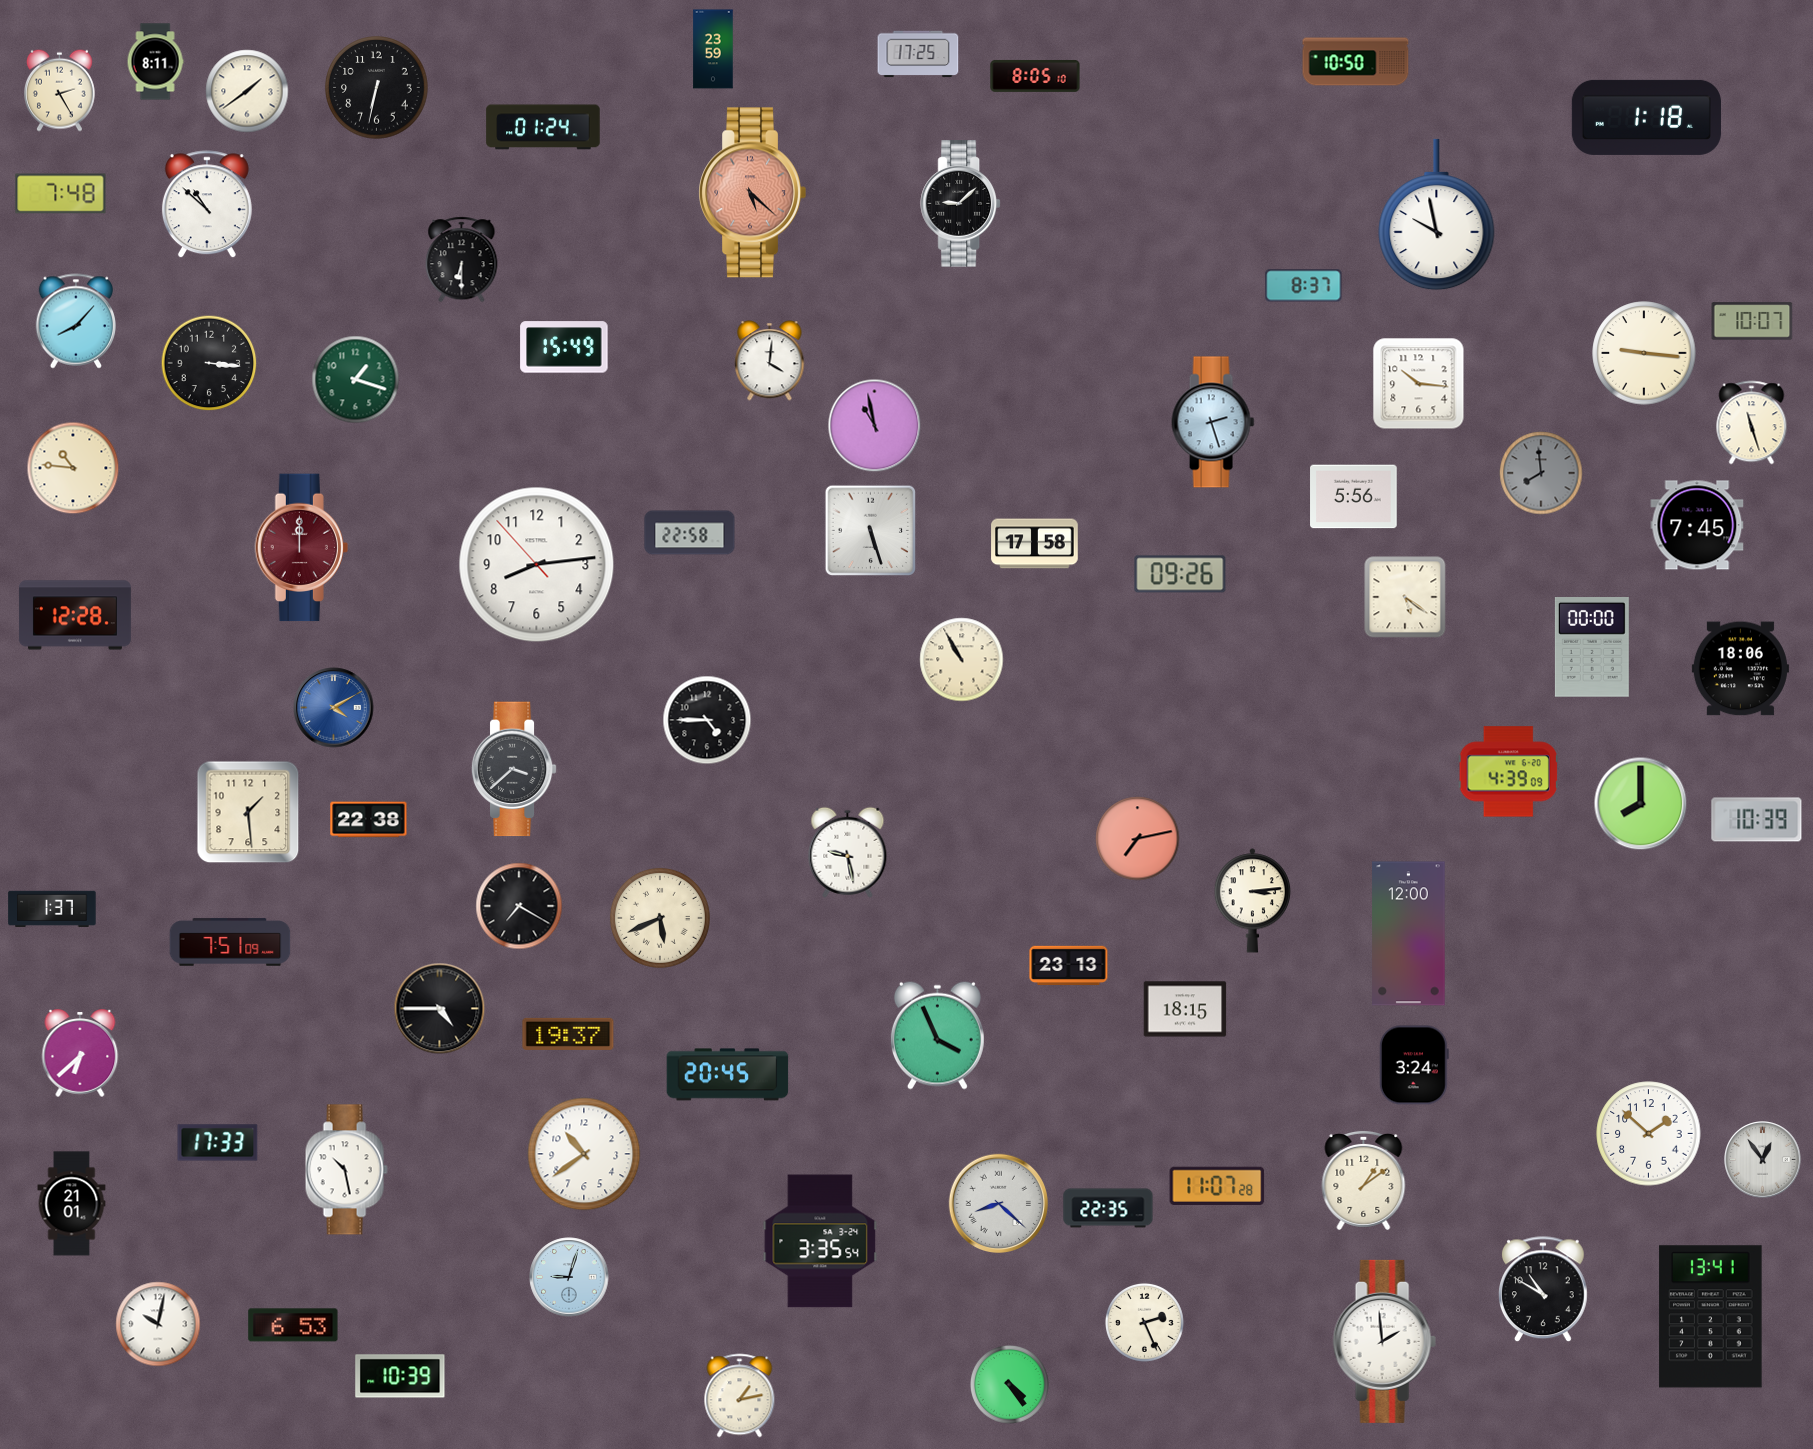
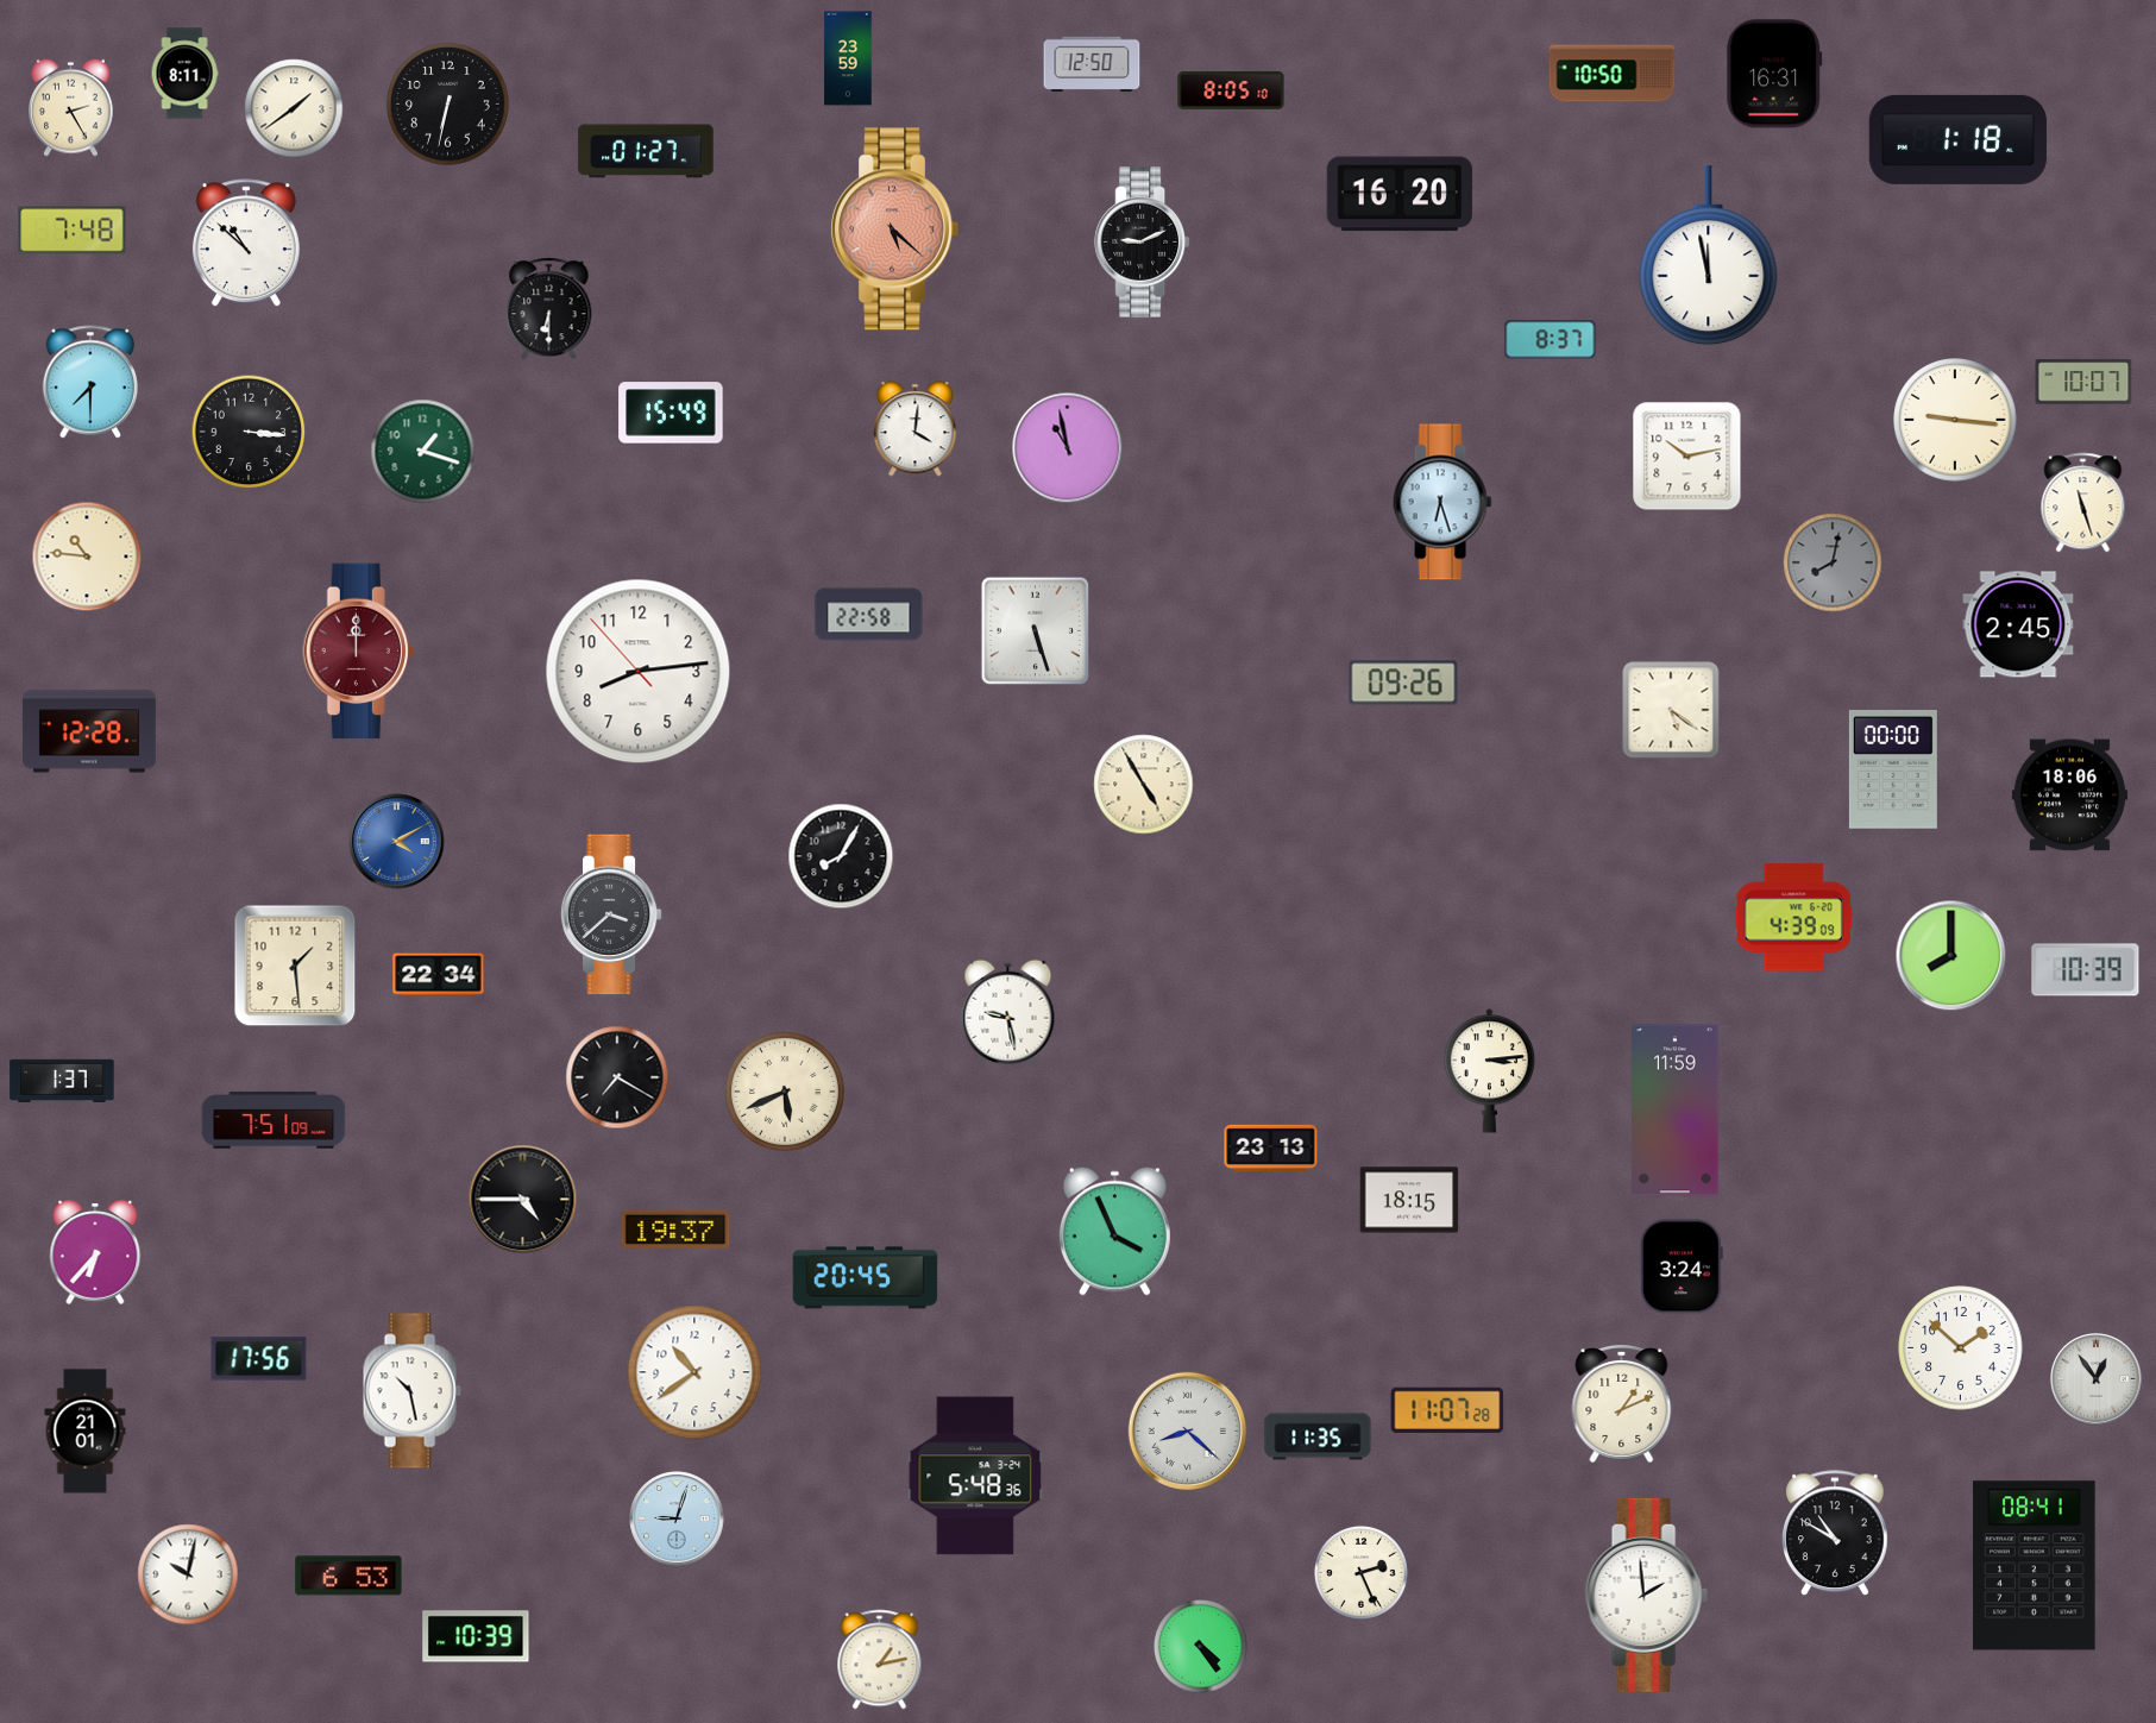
clock at (918, 54): 17:25 -> 12:50
clock at (1774, 74): none -> 16:31
clock at (543, 127): 01:24 -> 01:27
clock at (1400, 194): none -> 16:20
clock at (960, 204): 9:08 -> 9:11
clock at (1437, 215): 9:58 -> 11:58
clock at (75, 321): 8:07 -> 7:30
clock at (1419, 384): 10:16 -> 10:13
clock at (1213, 422): 2:27 -> 6:27
clock at (875, 426) position: (875, 426) -> (1068, 448)
clock at (1541, 473): 7:59 -> 8:02
clock at (1354, 497): 5:56 -> none
clock at (1697, 525): 7:45 -> 2:45
clock at (690, 533) position: (690, 533) -> (869, 615)
clock at (1035, 544): 17:58 -> none
clock at (962, 660): 10:55 -> 4:55
clock at (707, 720): 4:45 -> 8:05
clock at (369, 820): 22:38 -> 22:34
clock at (1757, 820) position: (1757, 820) -> (2086, 970)
clock at (1138, 839): 7:13 -> none
clock at (1409, 934): 12:00 -> 11:59
clock at (80, 1053): 6:38 -> 6:37
clock at (218, 1143): 17:33 -> 17:56
clock at (1364, 1180): 1:09 -> 1:11
clock at (1108, 1208): 22:35 -> 11:35
clock at (820, 1241): 3:35 -> 5:48
clock at (1711, 1317): 13:41 -> 08:41
